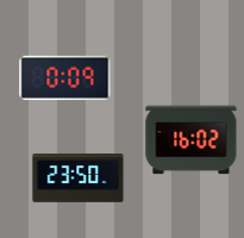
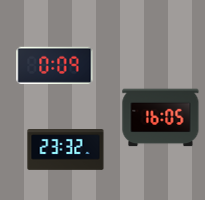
clock at (192, 140): 16:02 -> 16:05
clock at (79, 178): 23:50 -> 23:32
